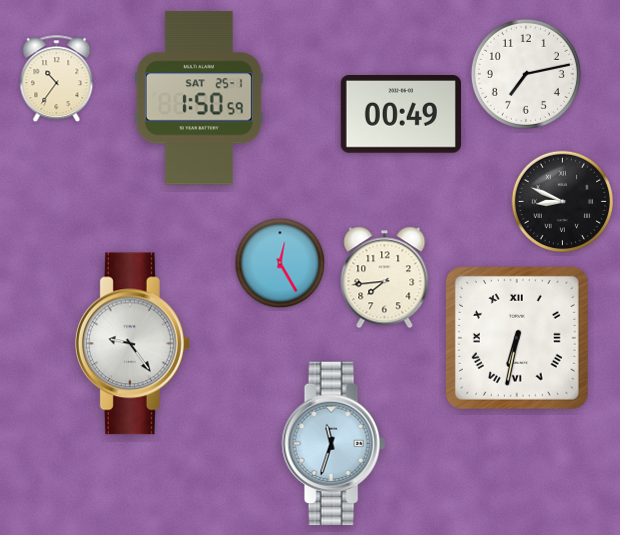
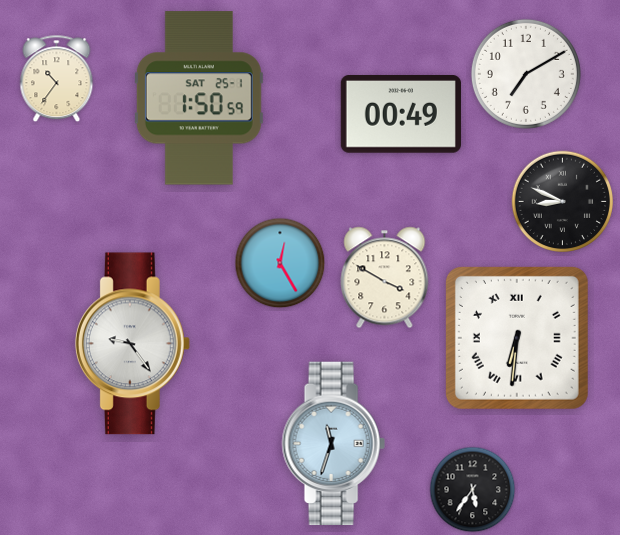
clock at (526, 74): 7:13 -> 7:10
clock at (385, 278): 7:44 -> 3:50
clock at (517, 338): 6:32 -> 6:31
clock at (473, 490): none -> 5:36
